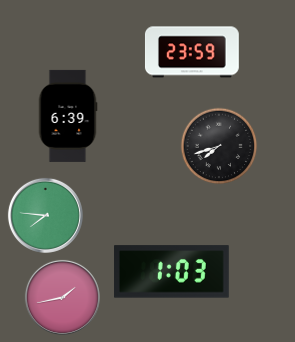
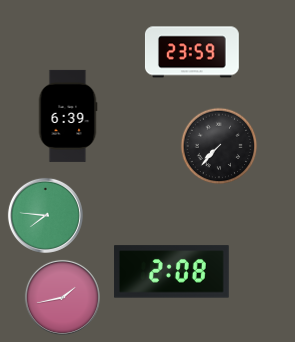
clock at (219, 146): 7:42 -> 7:37
clock at (172, 272): 1:03 -> 2:08
